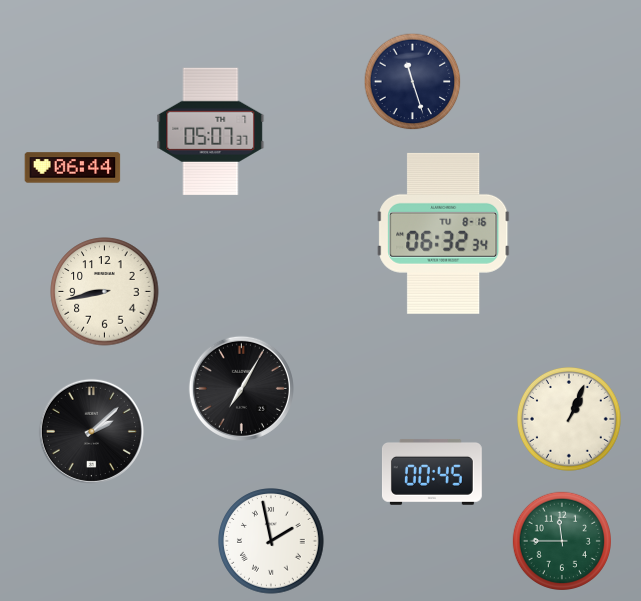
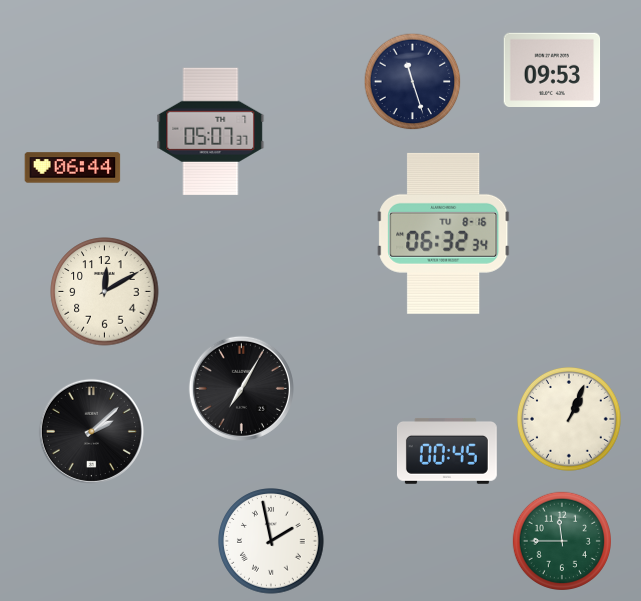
clock at (552, 69): none -> 09:53
clock at (105, 292): 8:43 -> 12:10
clock at (432, 472) position: (432, 472) -> (447, 451)
